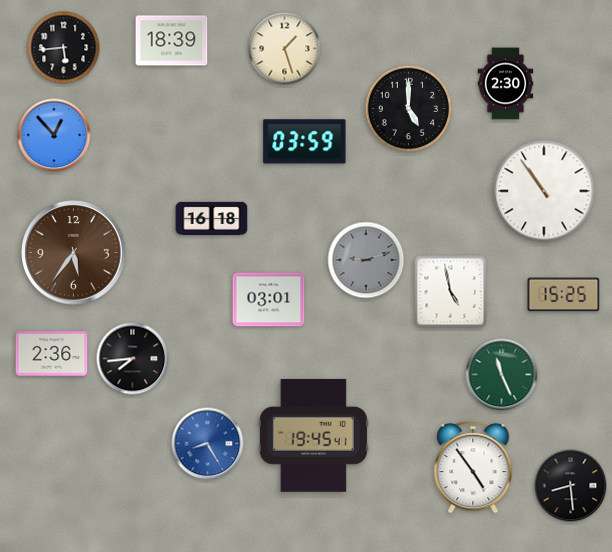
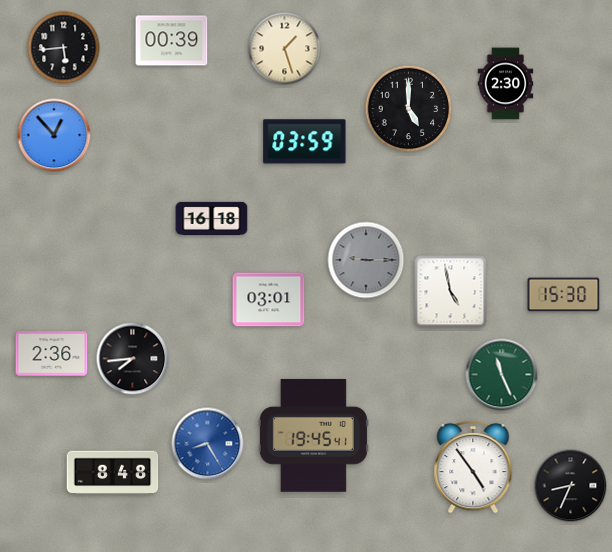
clock at (172, 41): 18:39 -> 00:39
clock at (544, 191): 10:54 -> none
clock at (74, 253): 5:36 -> none
clock at (366, 260): 9:12 -> 9:15
clock at (564, 295): 15:25 -> 15:30
clock at (113, 473): none -> 8:48
clock at (571, 486): 8:29 -> 8:34
